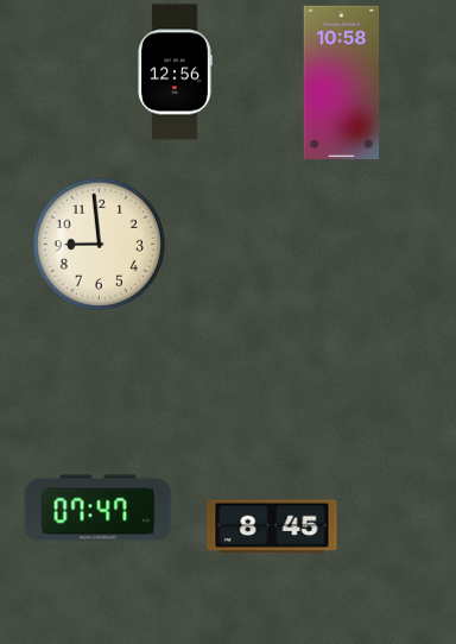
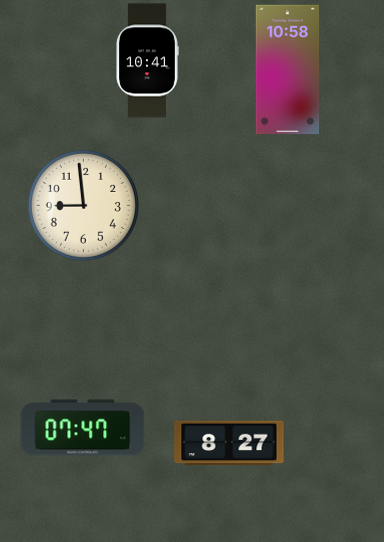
clock at (175, 72): 12:56 -> 10:41
clock at (272, 526): 8:45 -> 8:27
